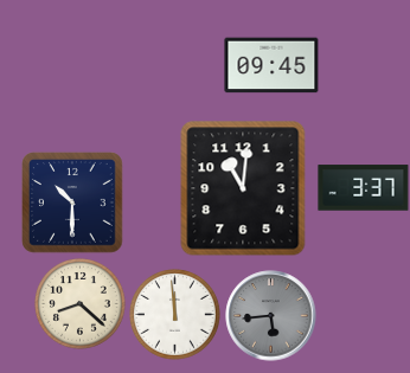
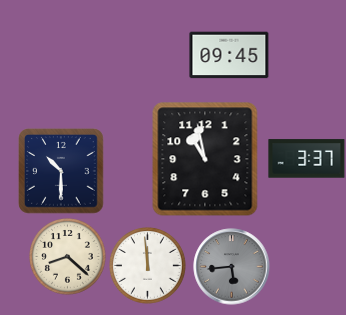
clock at (243, 188): 11:01 -> 10:58
clock at (271, 316) position: (271, 316) -> (232, 267)
